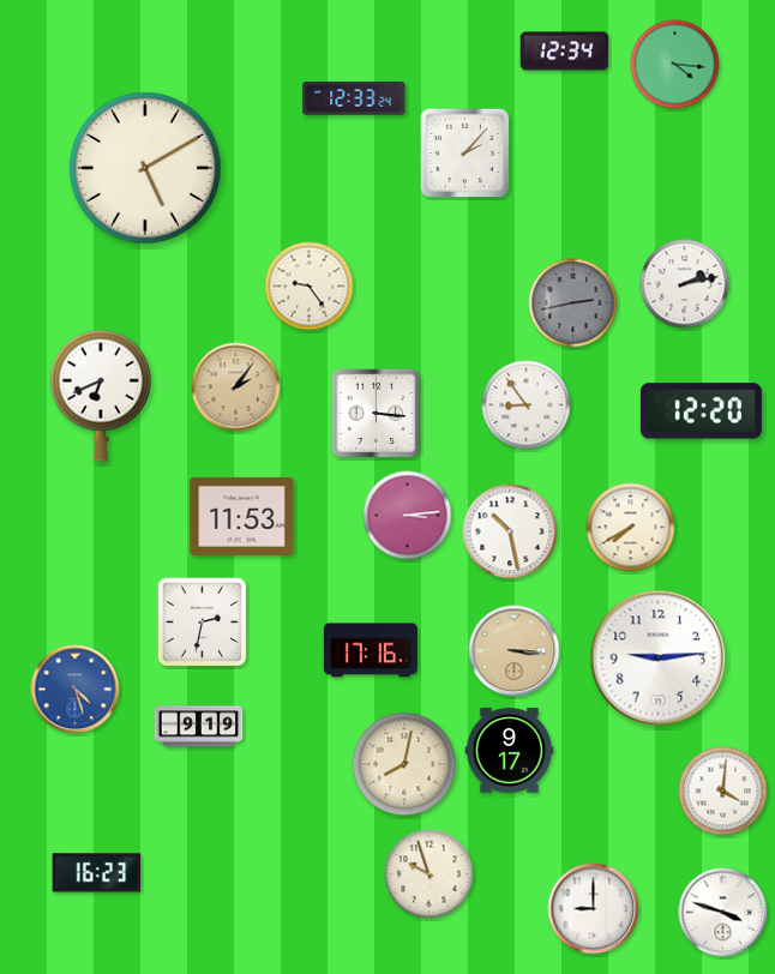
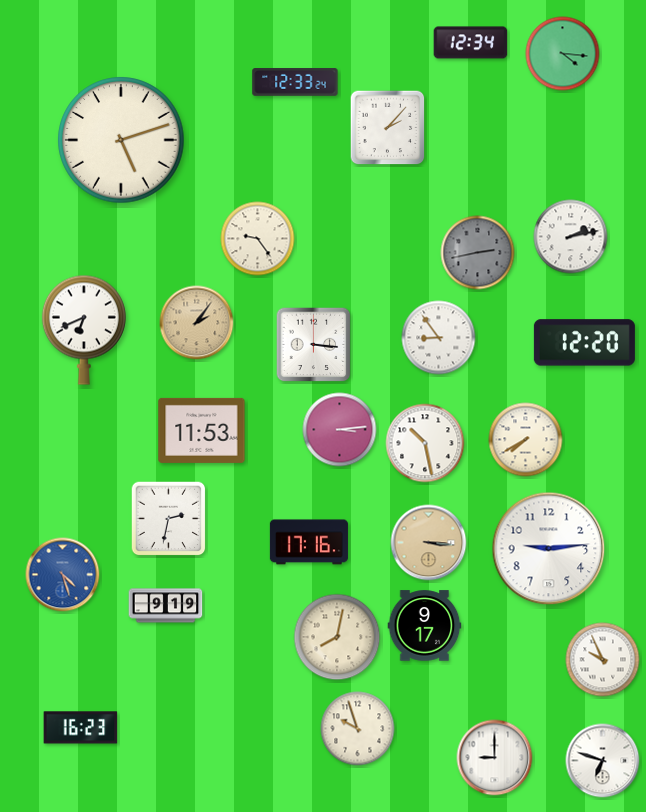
clock at (145, 168): 5:10 -> 5:12
clock at (723, 792): 4:01 -> 9:56
clock at (723, 913): 3:48 -> 6:48
